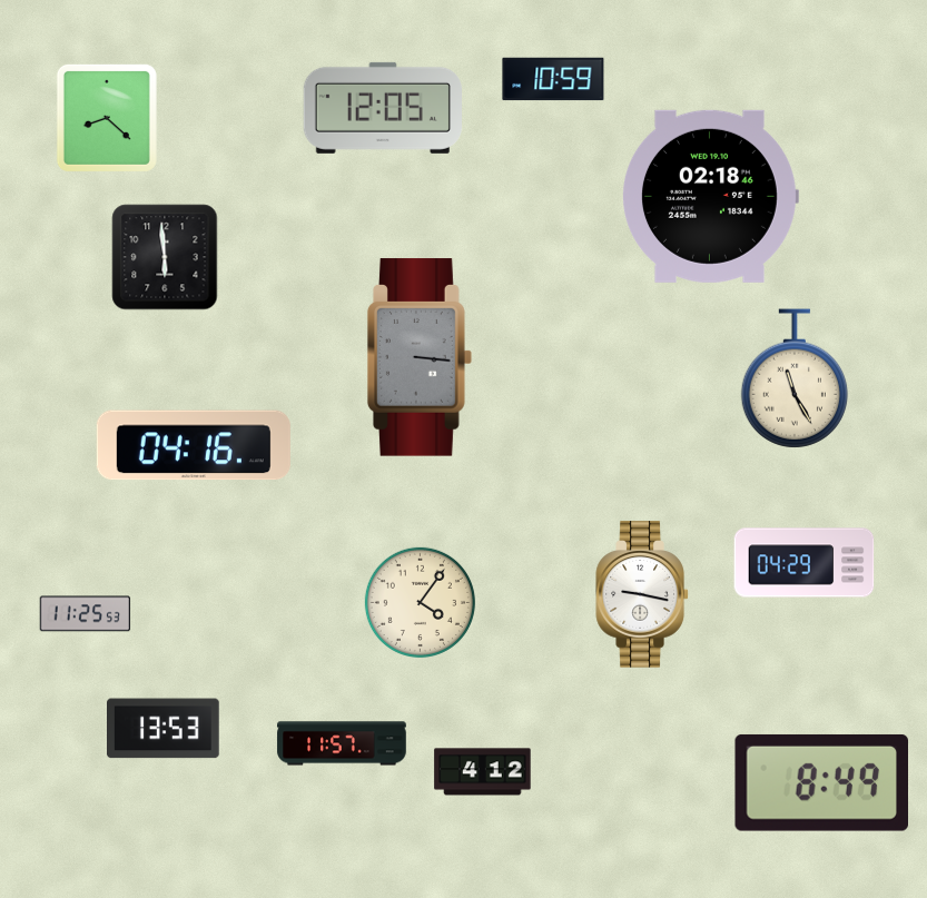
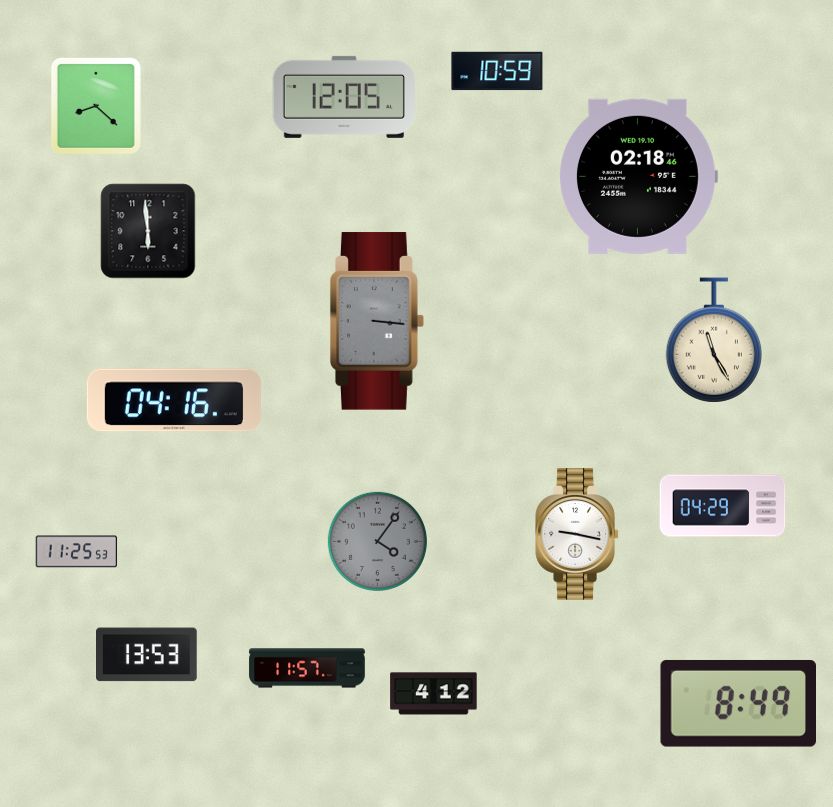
clock at (420, 602) dial: cream -> grey
